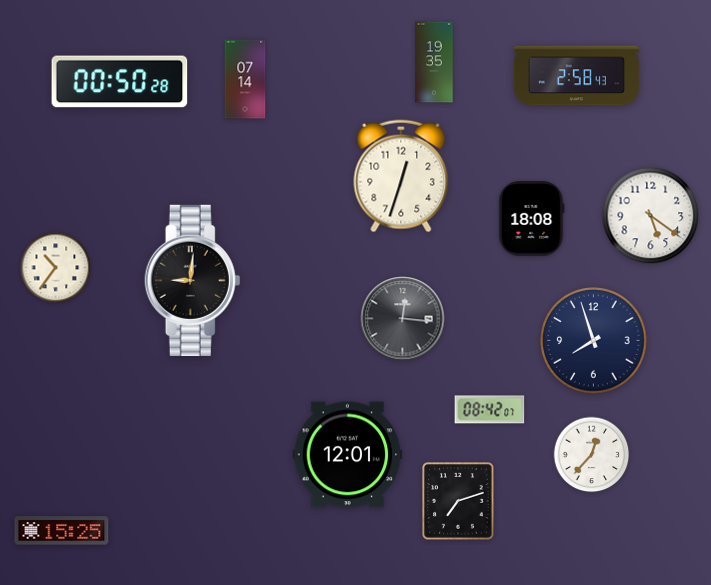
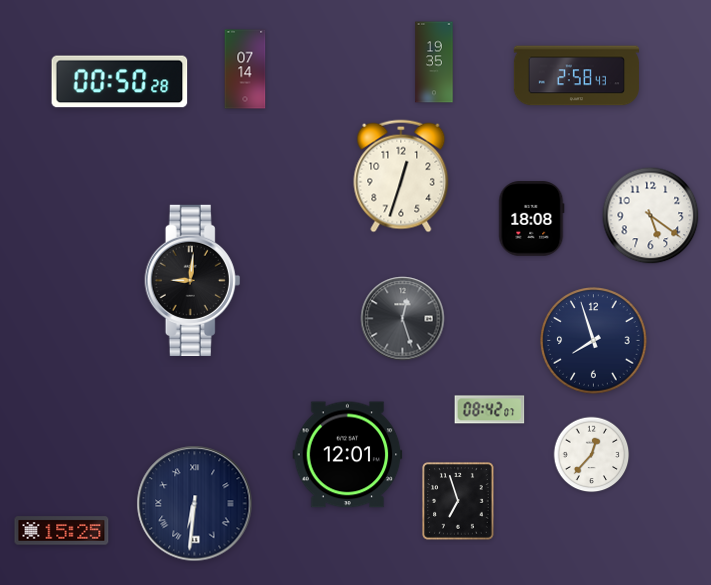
clock at (245, 79) position: (245, 79) -> (245, 69)
clock at (56, 268): 10:36 -> none
clock at (403, 319): 12:16 -> 12:27
clock at (458, 501): 7:12 -> 6:57
clock at (195, 504): none -> 6:31
